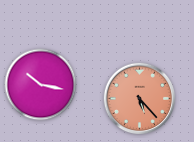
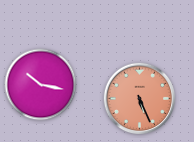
clock at (140, 99): 5:23 -> 5:26
